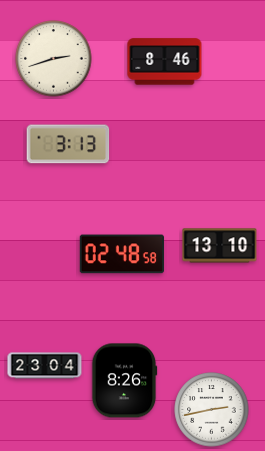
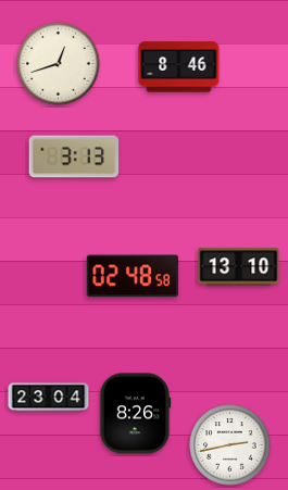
clock at (54, 59): 2:42 -> 12:42
